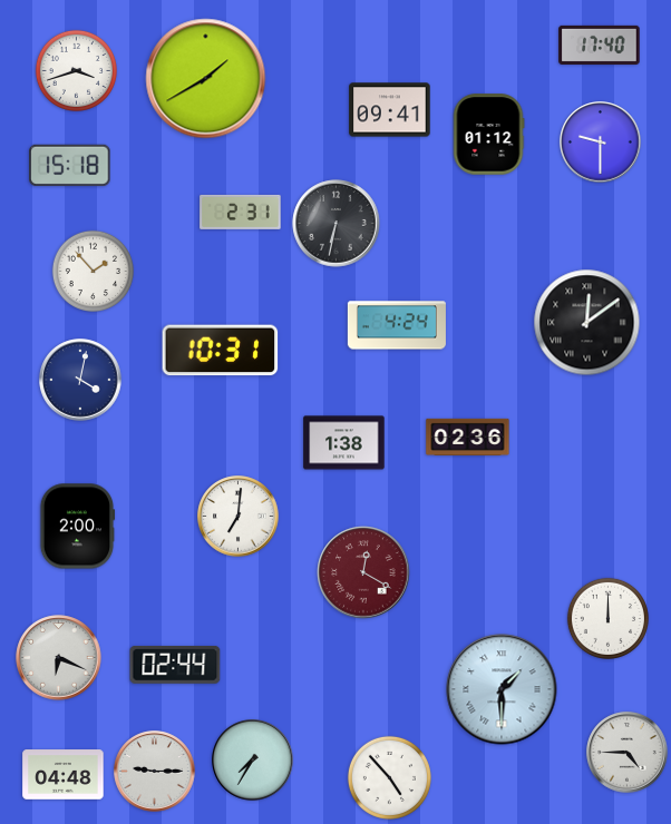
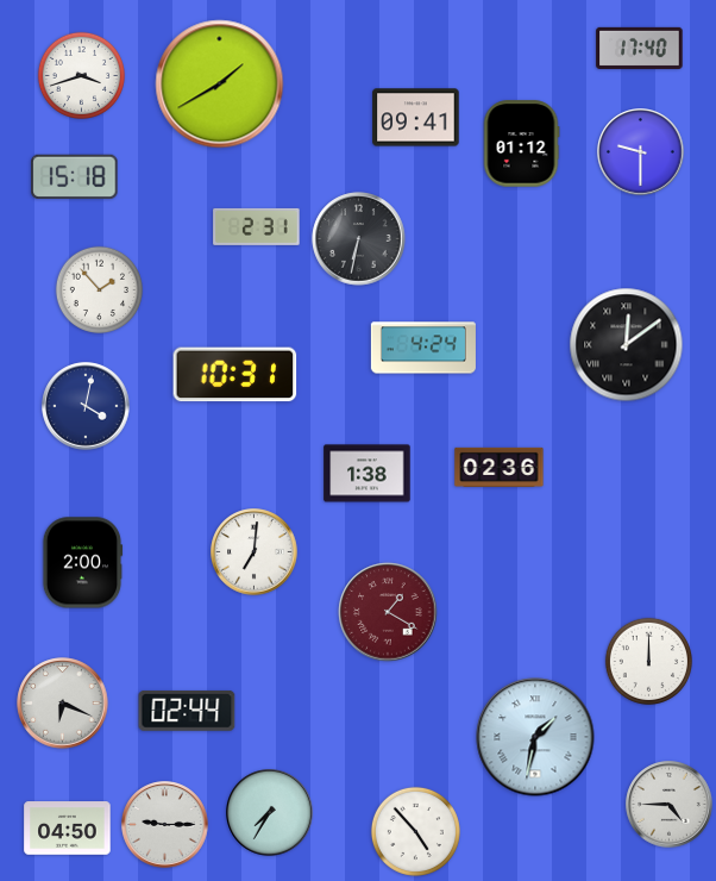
clock at (363, 572): 12:20 -> 1:20
clock at (502, 689): 1:30 -> 1:32
clock at (64, 775): 04:48 -> 04:50
